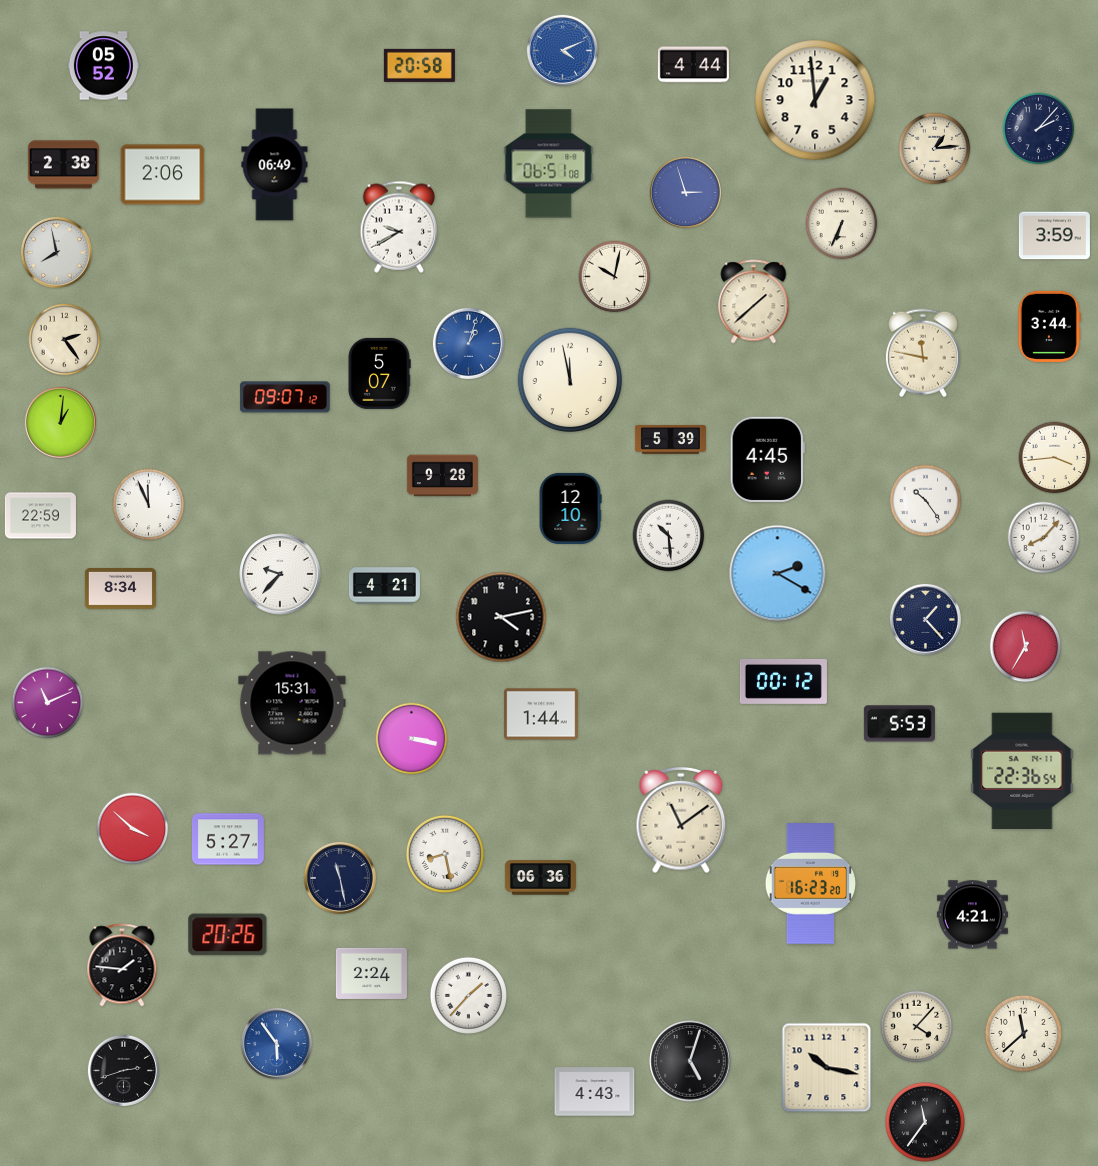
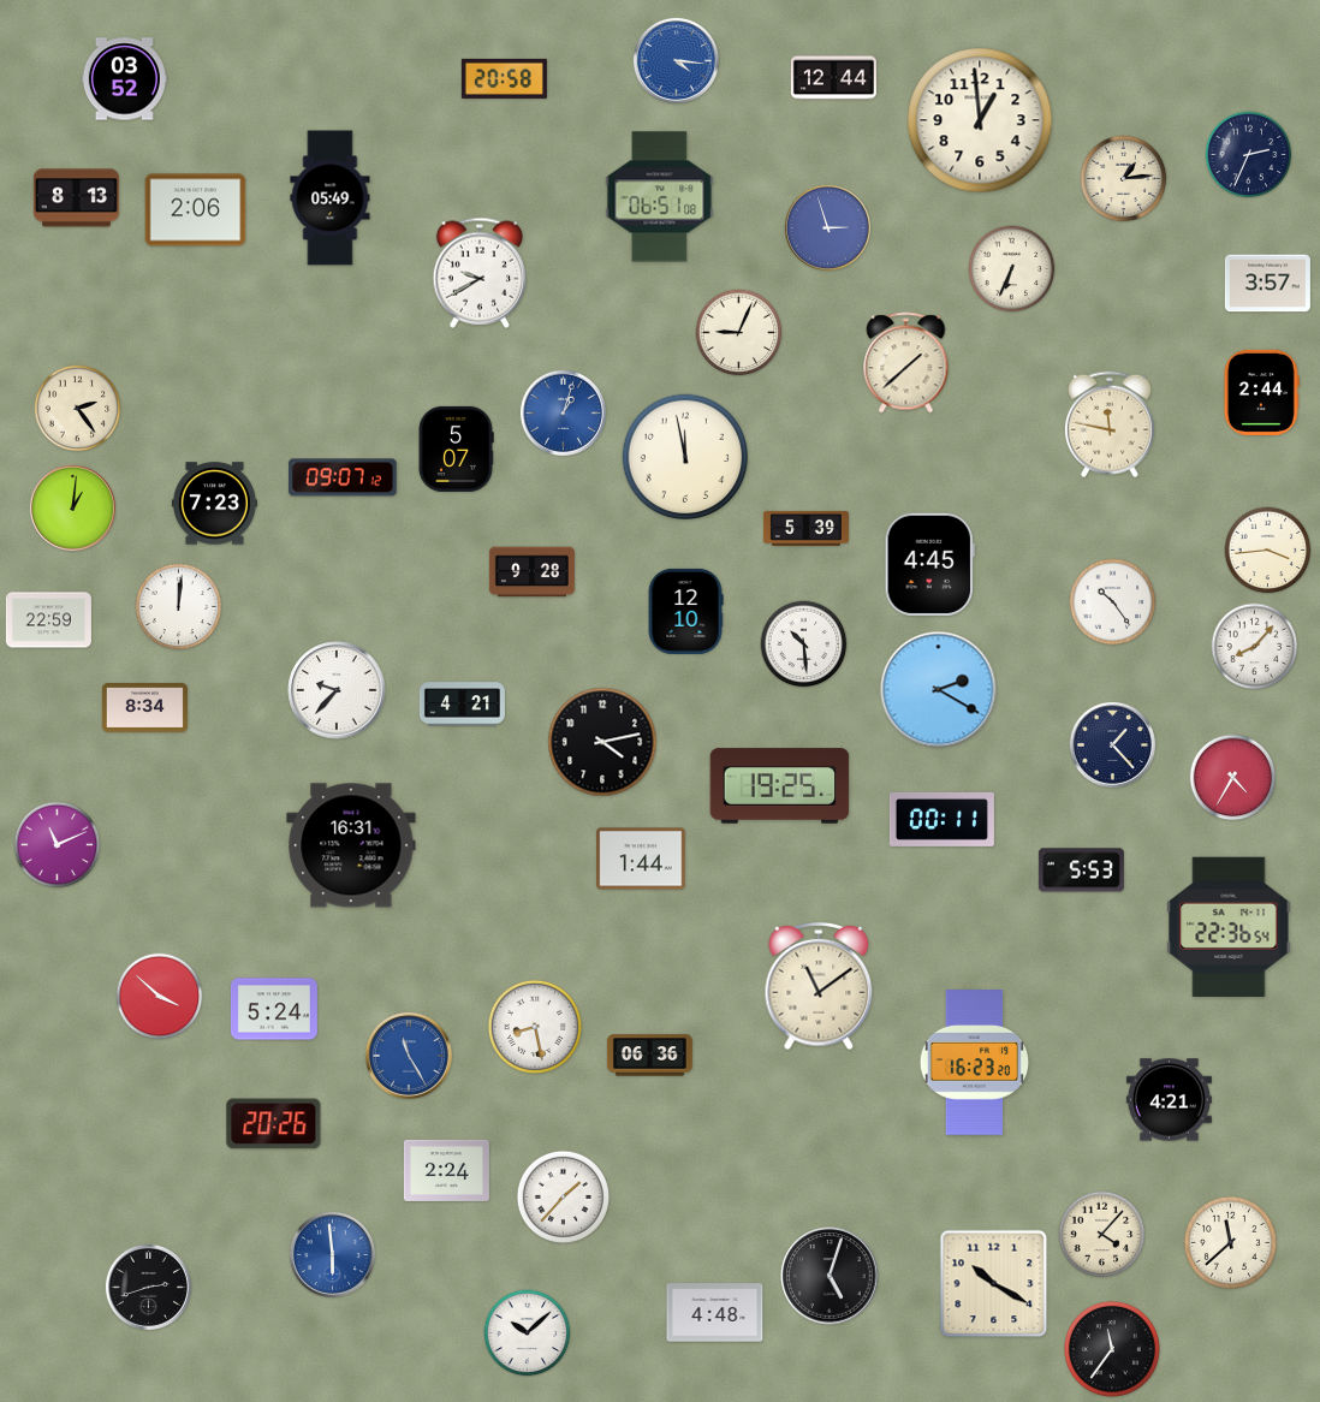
clock at (562, 50): 4:11 -> 4:16
clock at (693, 65): 4:44 -> 12:44
clock at (103, 66): 05:52 -> 03:52
clock at (1039, 129): 2:07 -> 2:34
clock at (63, 165): 2:38 -> 8:13
clock at (275, 165): 06:49 -> 05:49
clock at (685, 192) position: (685, 192) -> (827, 227)
clock at (1054, 236): 3:59 -> 3:57
clock at (56, 252): 7:58 -> none
clock at (615, 277): 10:02 -> 9:04
clock at (1049, 326): 3:44 -> 2:44
clock at (214, 504): none -> 7:23
clock at (767, 459) position: (767, 459) -> (929, 564)
clock at (149, 505): 11:56 -> 12:01
clock at (778, 574) position: (778, 574) -> (939, 690)
clock at (1026, 647): 11:35 -> 4:35
clock at (780, 786): none -> 19:25
clock at (783, 681): 00:12 -> 00:11
clock at (292, 703): 15:31 -> 16:31
clock at (541, 714) position: (541, 714) -> (641, 859)
clock at (412, 739): 3:17 -> none
clock at (228, 839): 5:27 -> 5:24
clock at (340, 878): 11:28 -> 11:25
clock at (340, 878) dial: navy -> blue
clock at (122, 965): 1:46 -> none
clock at (276, 1043): 5:54 -> 5:59
clock at (827, 1068): 10:17 -> 10:20
clock at (595, 1092): 4:43 -> 4:48
clock at (528, 1333): none -> 10:08
